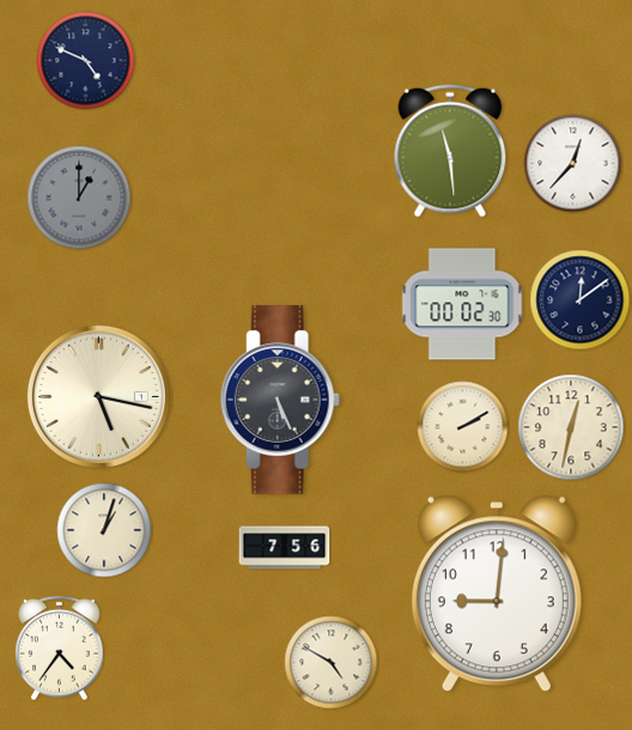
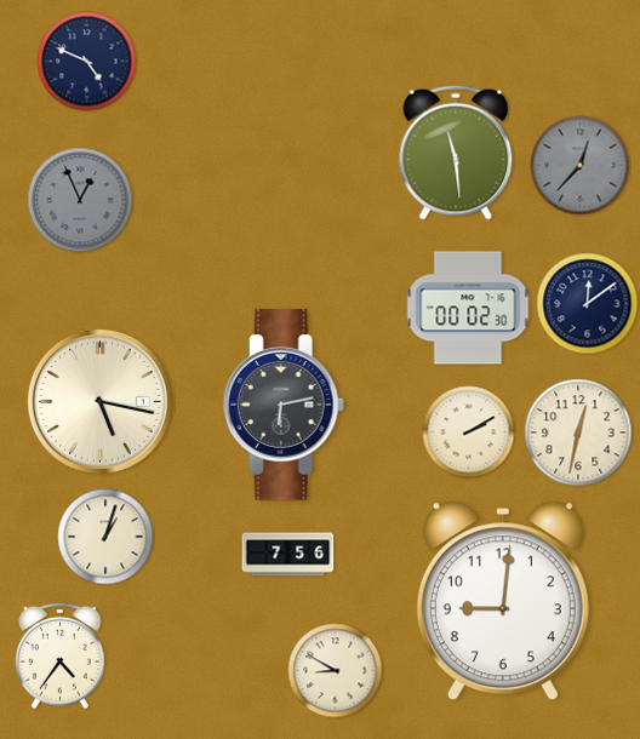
clock at (573, 164) dial: white -> grey
clock at (79, 197): 1:00 -> 12:56
clock at (280, 400): 5:26 -> 6:13
clock at (332, 663): 4:50 -> 8:50
